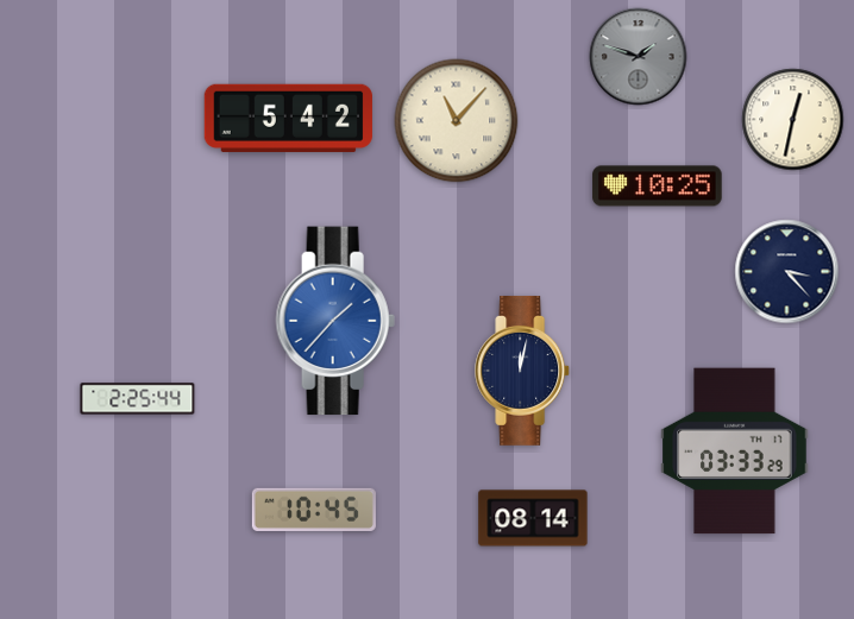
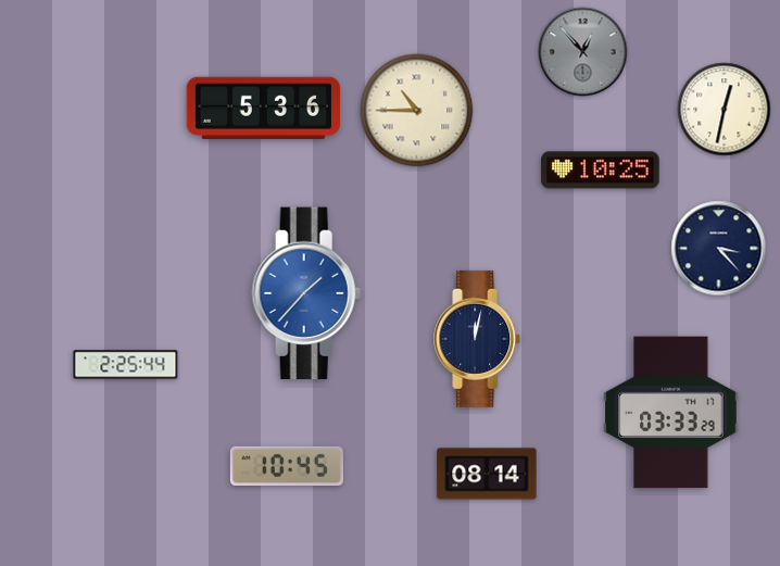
clock at (639, 57): 1:48 -> 12:53
clock at (288, 118): 5:42 -> 5:36
clock at (457, 121): 11:07 -> 10:45
